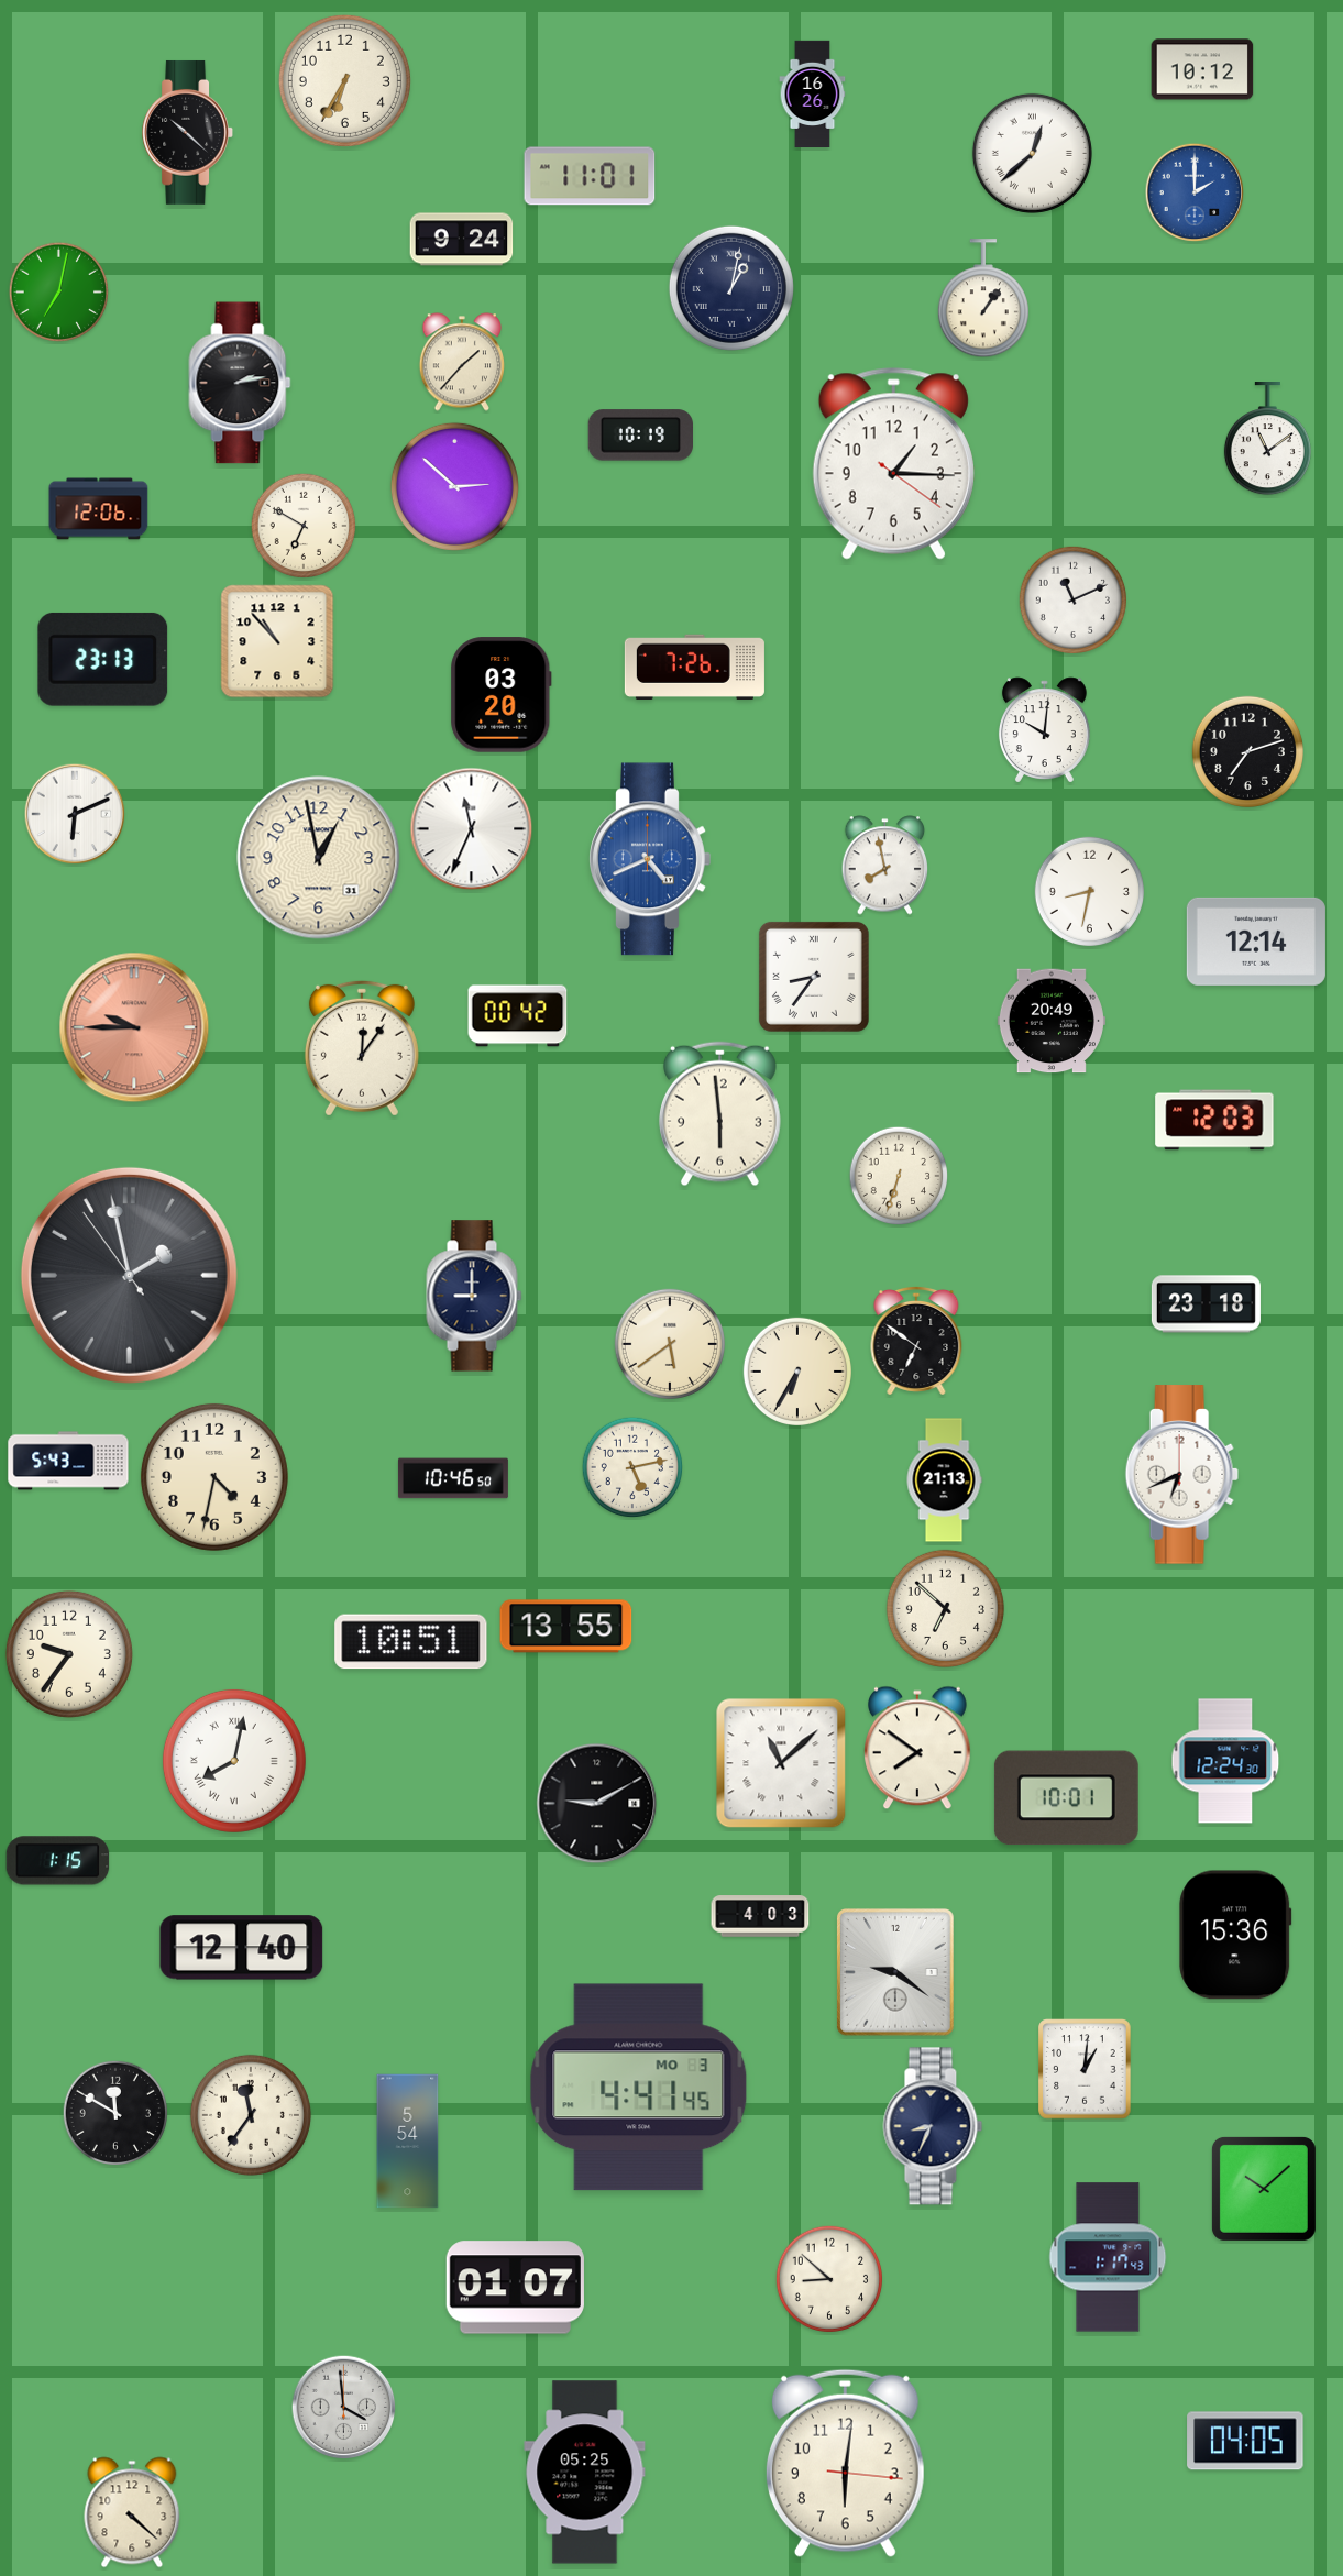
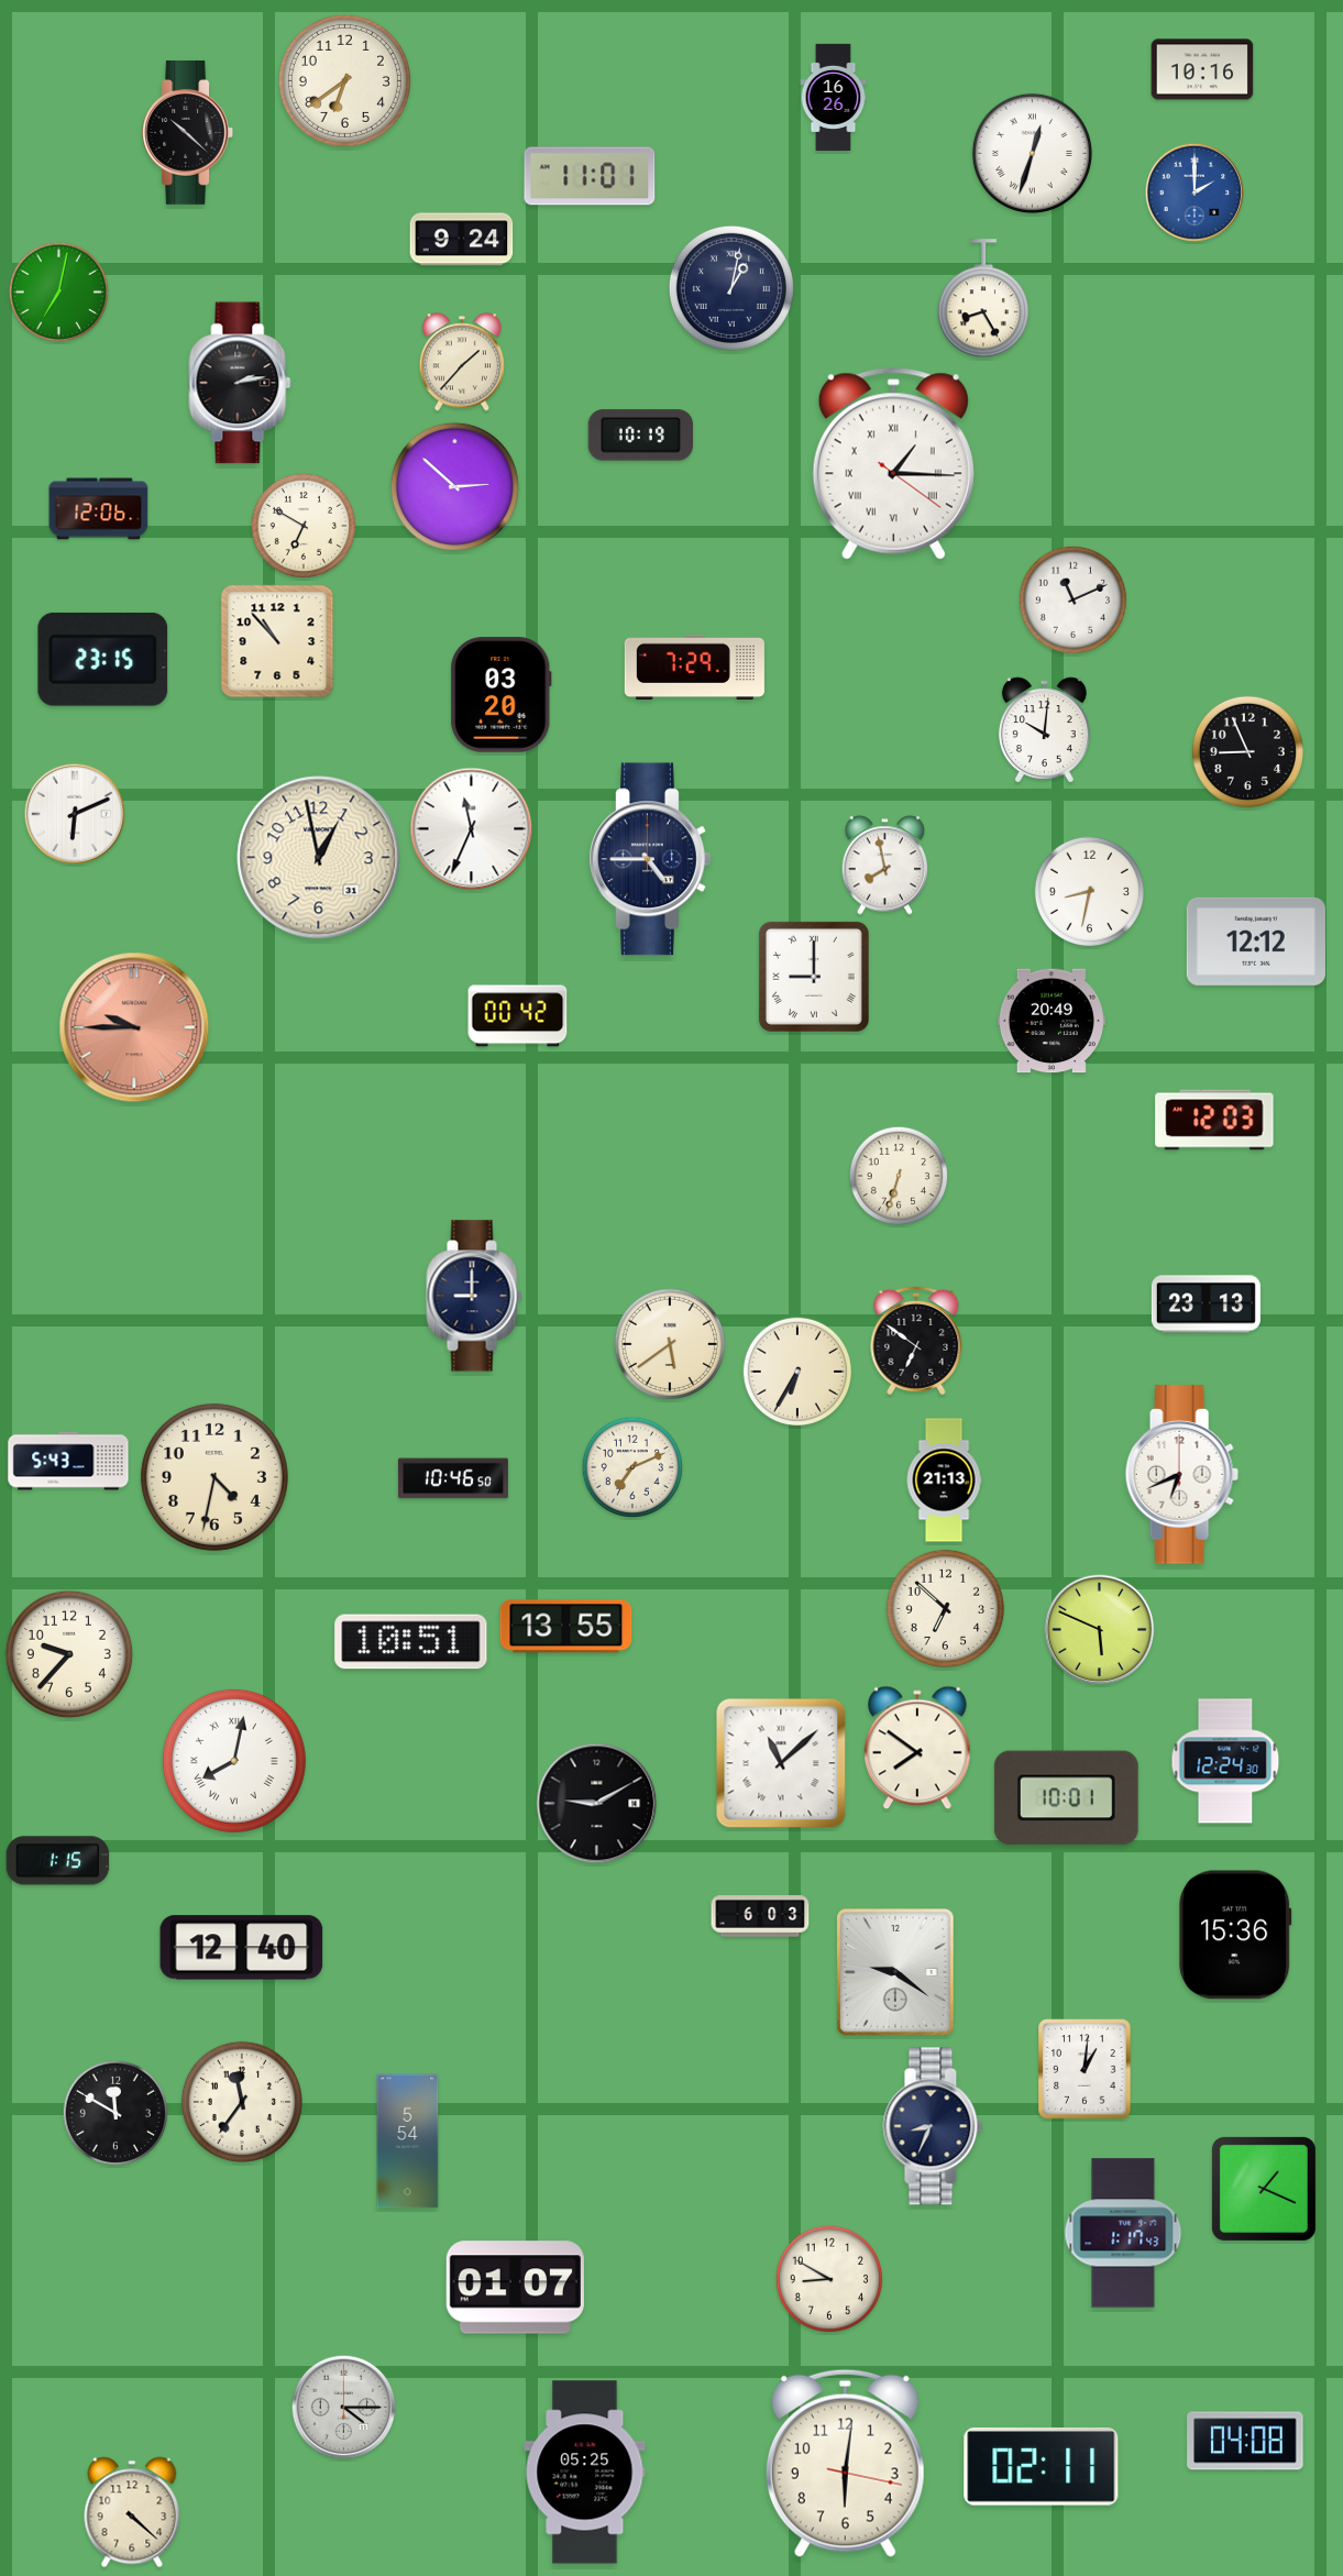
clock at (1202, 69): 10:12 -> 10:16
clock at (344, 80): 6:35 -> 6:39
clock at (813, 93) position: (813, 93) -> (834, 97)
clock at (1032, 153): 12:38 -> 12:33
clock at (983, 299): 1:06 -> 8:25
clock at (1267, 440): 11:09 -> none
clock at (893, 464) numerals: Arabic -> Roman
clock at (103, 659): 23:13 -> 23:15
clock at (694, 667): 7:26 -> 7:29
clock at (1247, 751): 7:12 -> 8:56
clock at (650, 859): 4:41 -> 4:45
clock at (650, 859) dial: blue -> navy
clock at (1256, 942): 12:14 -> 12:12
clock at (814, 977): 8:36 -> 9:00
clock at (362, 1048): 12:06 -> none
clock at (719, 1114): 5:59 -> none
clock at (129, 1275): 1:57 -> none
clock at (1206, 1304): 23:18 -> 23:13
clock at (632, 1467): 5:13 -> 7:11
clock at (1100, 1630): none -> 5:49
clock at (69, 1654): 9:36 -> 9:37
clock at (760, 1916): 4:03 -> 6:03
clock at (639, 2088): 4:41 -> none
clock at (251, 2115) position: (251, 2115) -> (242, 2102)
clock at (1264, 2189): 10:08 -> 1:19
clock at (1108, 2257) position: (1108, 2257) -> (1123, 2233)
clock at (828, 2278): 8:52 -> 8:50
clock at (344, 2408): 3:59 -> 4:15
clock at (1245, 2441): 04:05 -> 04:08
clock at (845, 2463): 6:01:16 -> 6:01:17
clock at (1042, 2467): none -> 02:11
